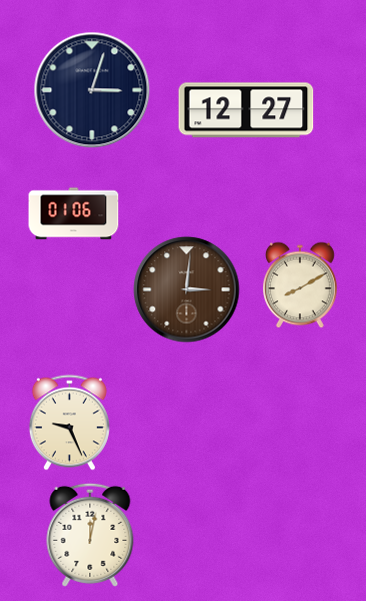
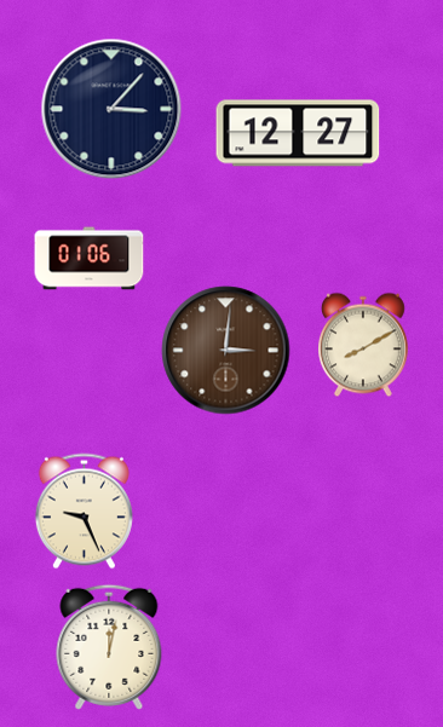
clock at (92, 90): 3:03 -> 3:07
